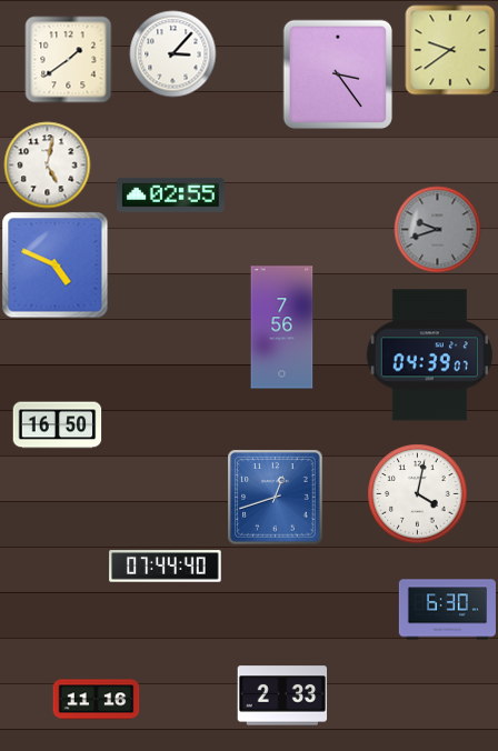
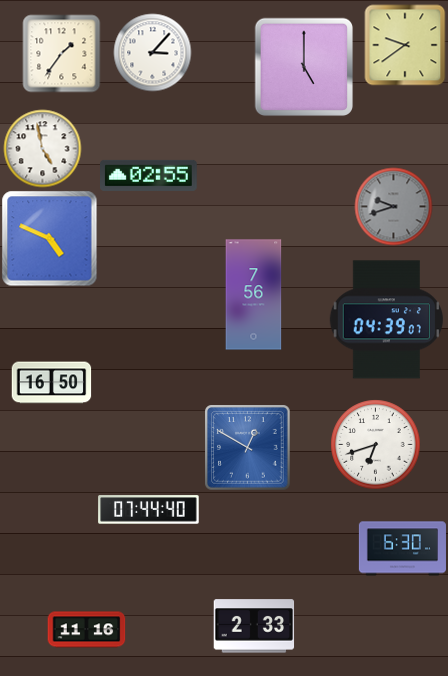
clock at (172, 53) position: (172, 53) -> (152, 52)
clock at (68, 59): 1:39 -> 1:36
clock at (338, 74): 3:24 -> 5:00
clock at (47, 164): 5:02 -> 4:58
clock at (171, 194) position: (171, 194) -> (149, 175)
clock at (417, 493): 4:02 -> 6:42
clock at (275, 497): 12:42 -> 12:50
